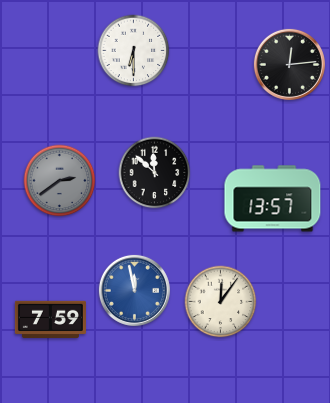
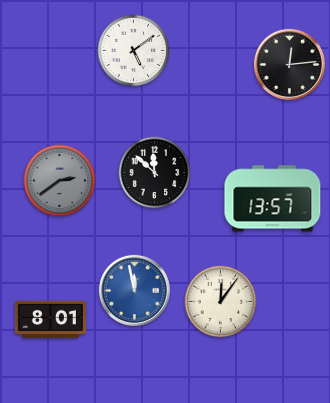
clock at (134, 51): 6:30 -> 5:09
clock at (50, 319): 7:59 -> 8:01
